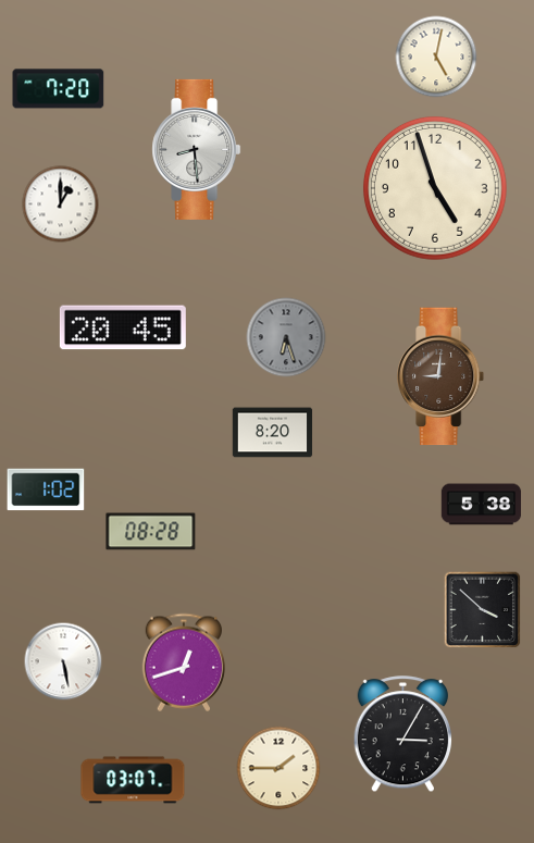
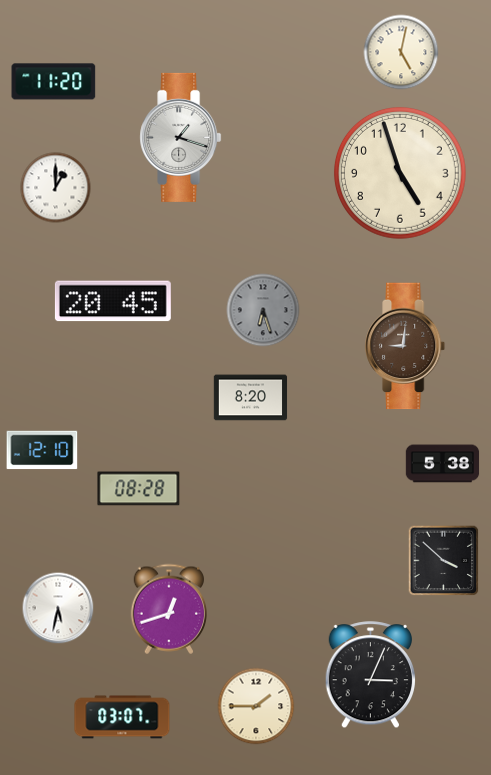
clock at (59, 89): 7:20 -> 11:20
clock at (197, 149): 8:29 -> 1:18
clock at (46, 489): 1:02 -> 12:10
clock at (63, 661): 5:28 -> 5:32
clock at (402, 734): 3:05 -> 3:04
